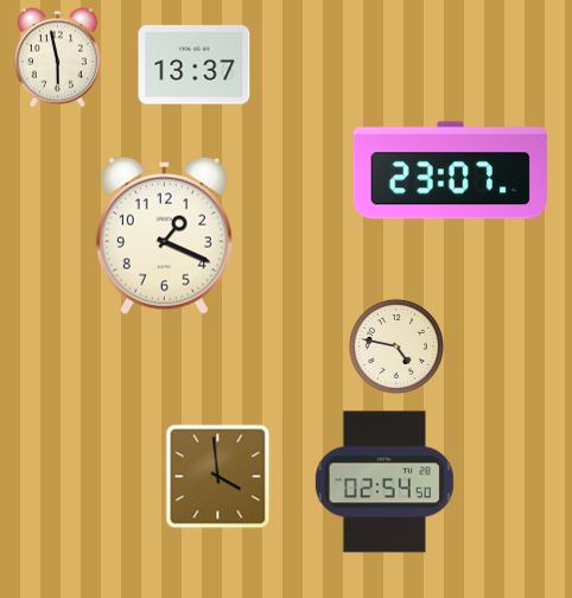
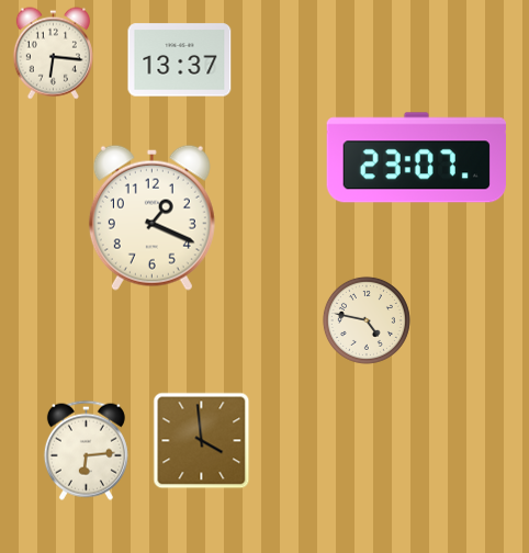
clock at (57, 58): 5:58 -> 6:16
clock at (384, 482): 02:54 -> none
clock at (86, 450): none -> 6:14
